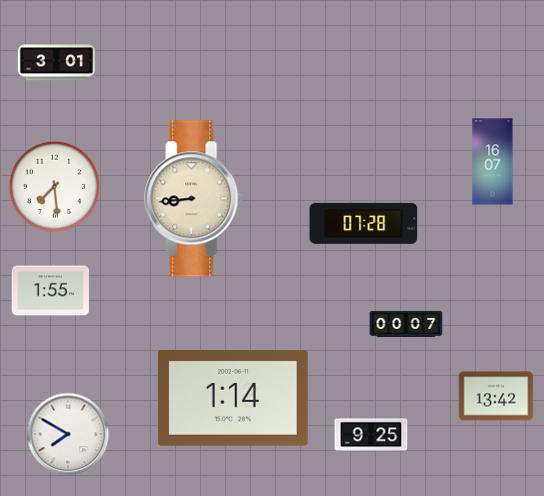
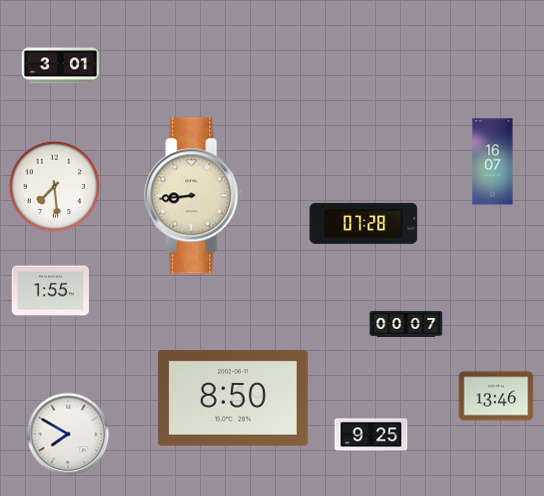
clock at (56, 63) position: (56, 63) -> (60, 66)
clock at (194, 199) position: (194, 199) -> (194, 196)
clock at (496, 396): 13:42 -> 13:46
clock at (233, 399): 1:14 -> 8:50
